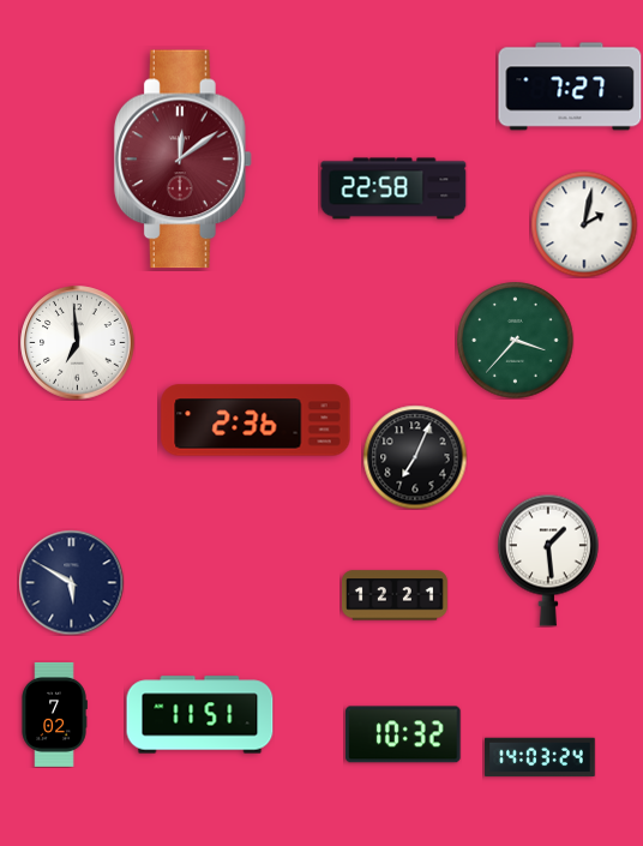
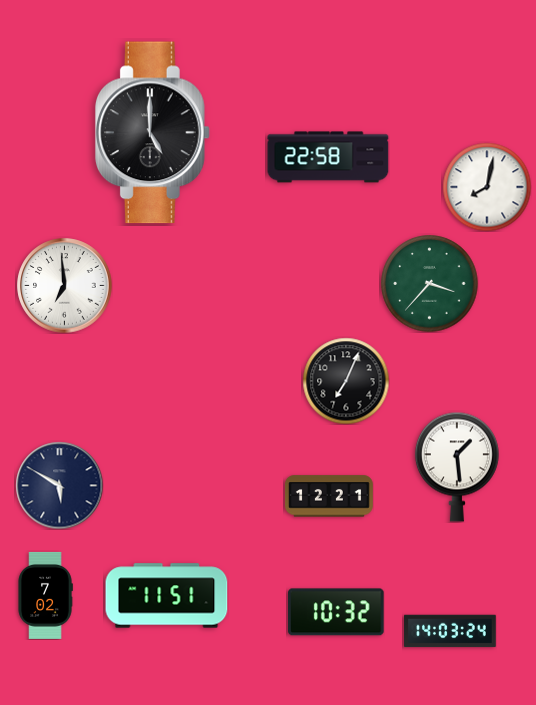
clock at (570, 86): 7:27 -> none
clock at (182, 160): 12:09 -> 5:00
clock at (182, 160) dial: burgundy -> black
clock at (584, 224): 2:02 -> 8:02
clock at (256, 420): 2:36 -> none
